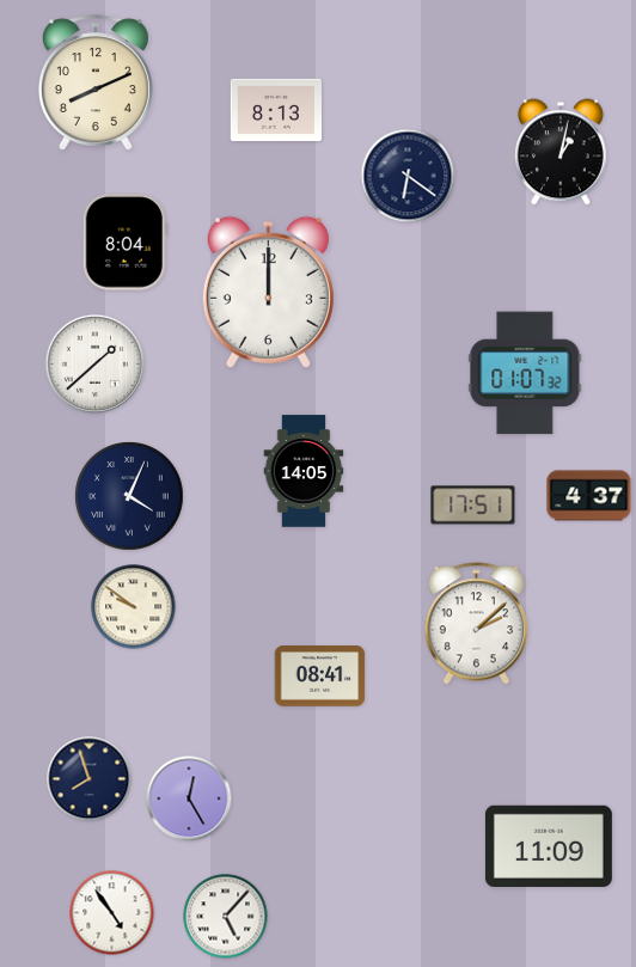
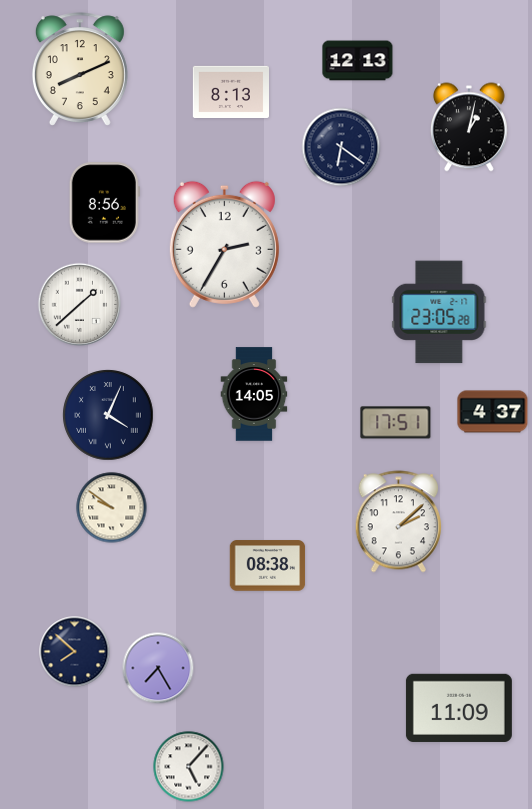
clock at (358, 61): none -> 12:13
clock at (124, 243): 8:04 -> 8:56
clock at (268, 292): 12:00 -> 2:35
clock at (525, 373): 01:07 -> 23:05
clock at (589, 496) position: (589, 496) -> (493, 412)
clock at (320, 677): 08:41 -> 08:38
clock at (90, 779): 7:57 -> 7:52
clock at (189, 798): 12:25 -> 7:25
clock at (112, 913): 4:54 -> none
